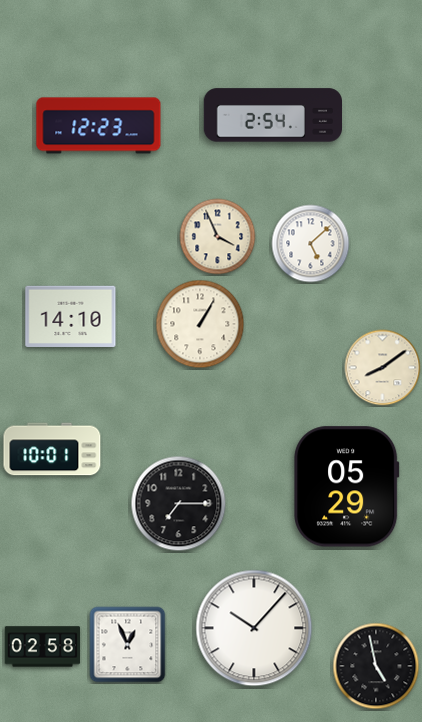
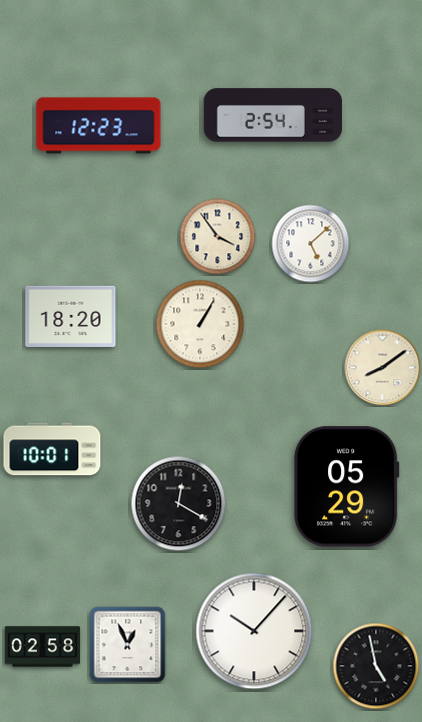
clock at (218, 237): 3:56 -> 3:54
clock at (71, 316): 14:10 -> 18:20
clock at (179, 504): 7:15 -> 12:20
clock at (254, 628) position: (254, 628) -> (254, 631)
